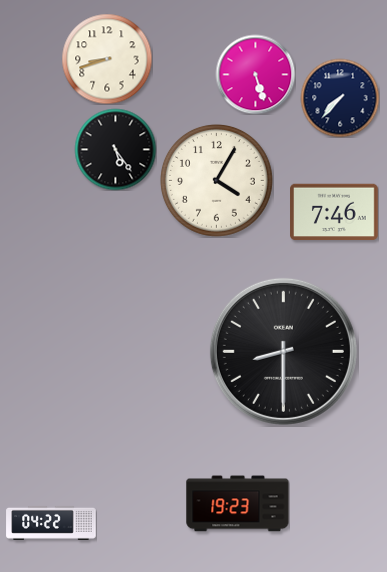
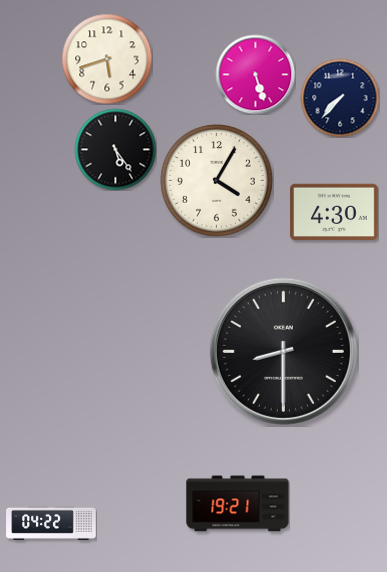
clock at (107, 59): 8:42 -> 5:42
clock at (334, 212): 7:46 -> 4:30
clock at (238, 504): 19:23 -> 19:21
